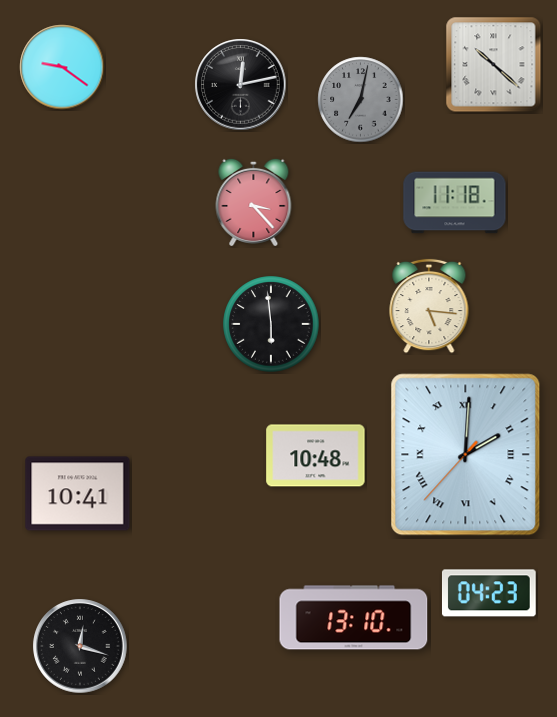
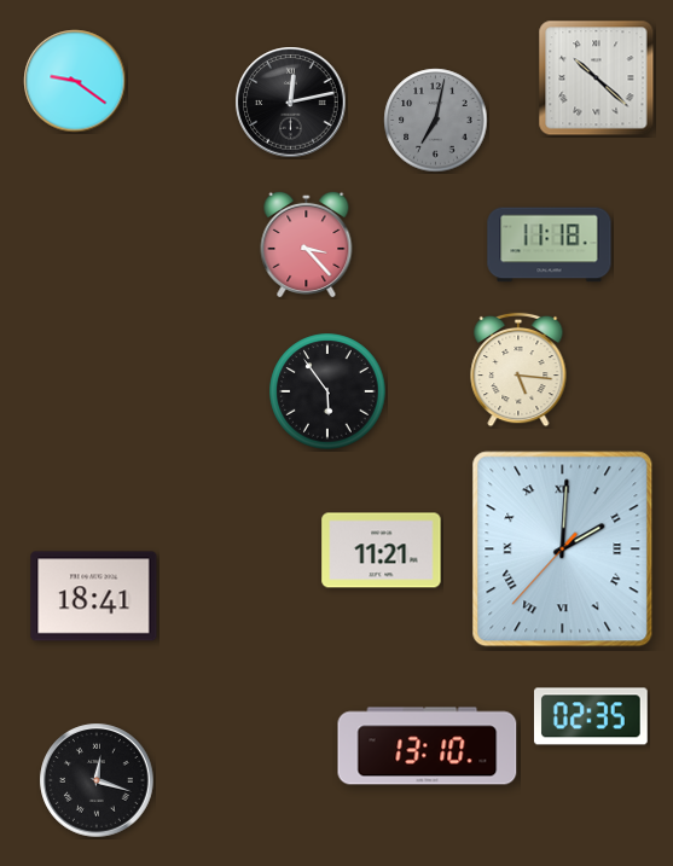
clock at (271, 324): 5:59 -> 5:54
clock at (316, 456): 10:48 -> 11:21
clock at (78, 494): 10:41 -> 18:41
clock at (489, 593): 04:23 -> 02:35
